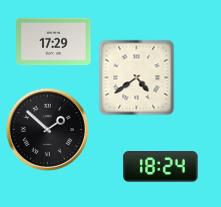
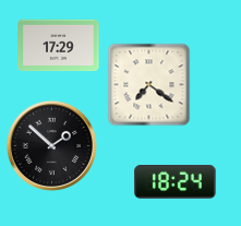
clock at (137, 78): 4:39 -> 7:21
clock at (47, 129) position: (47, 129) -> (51, 145)
